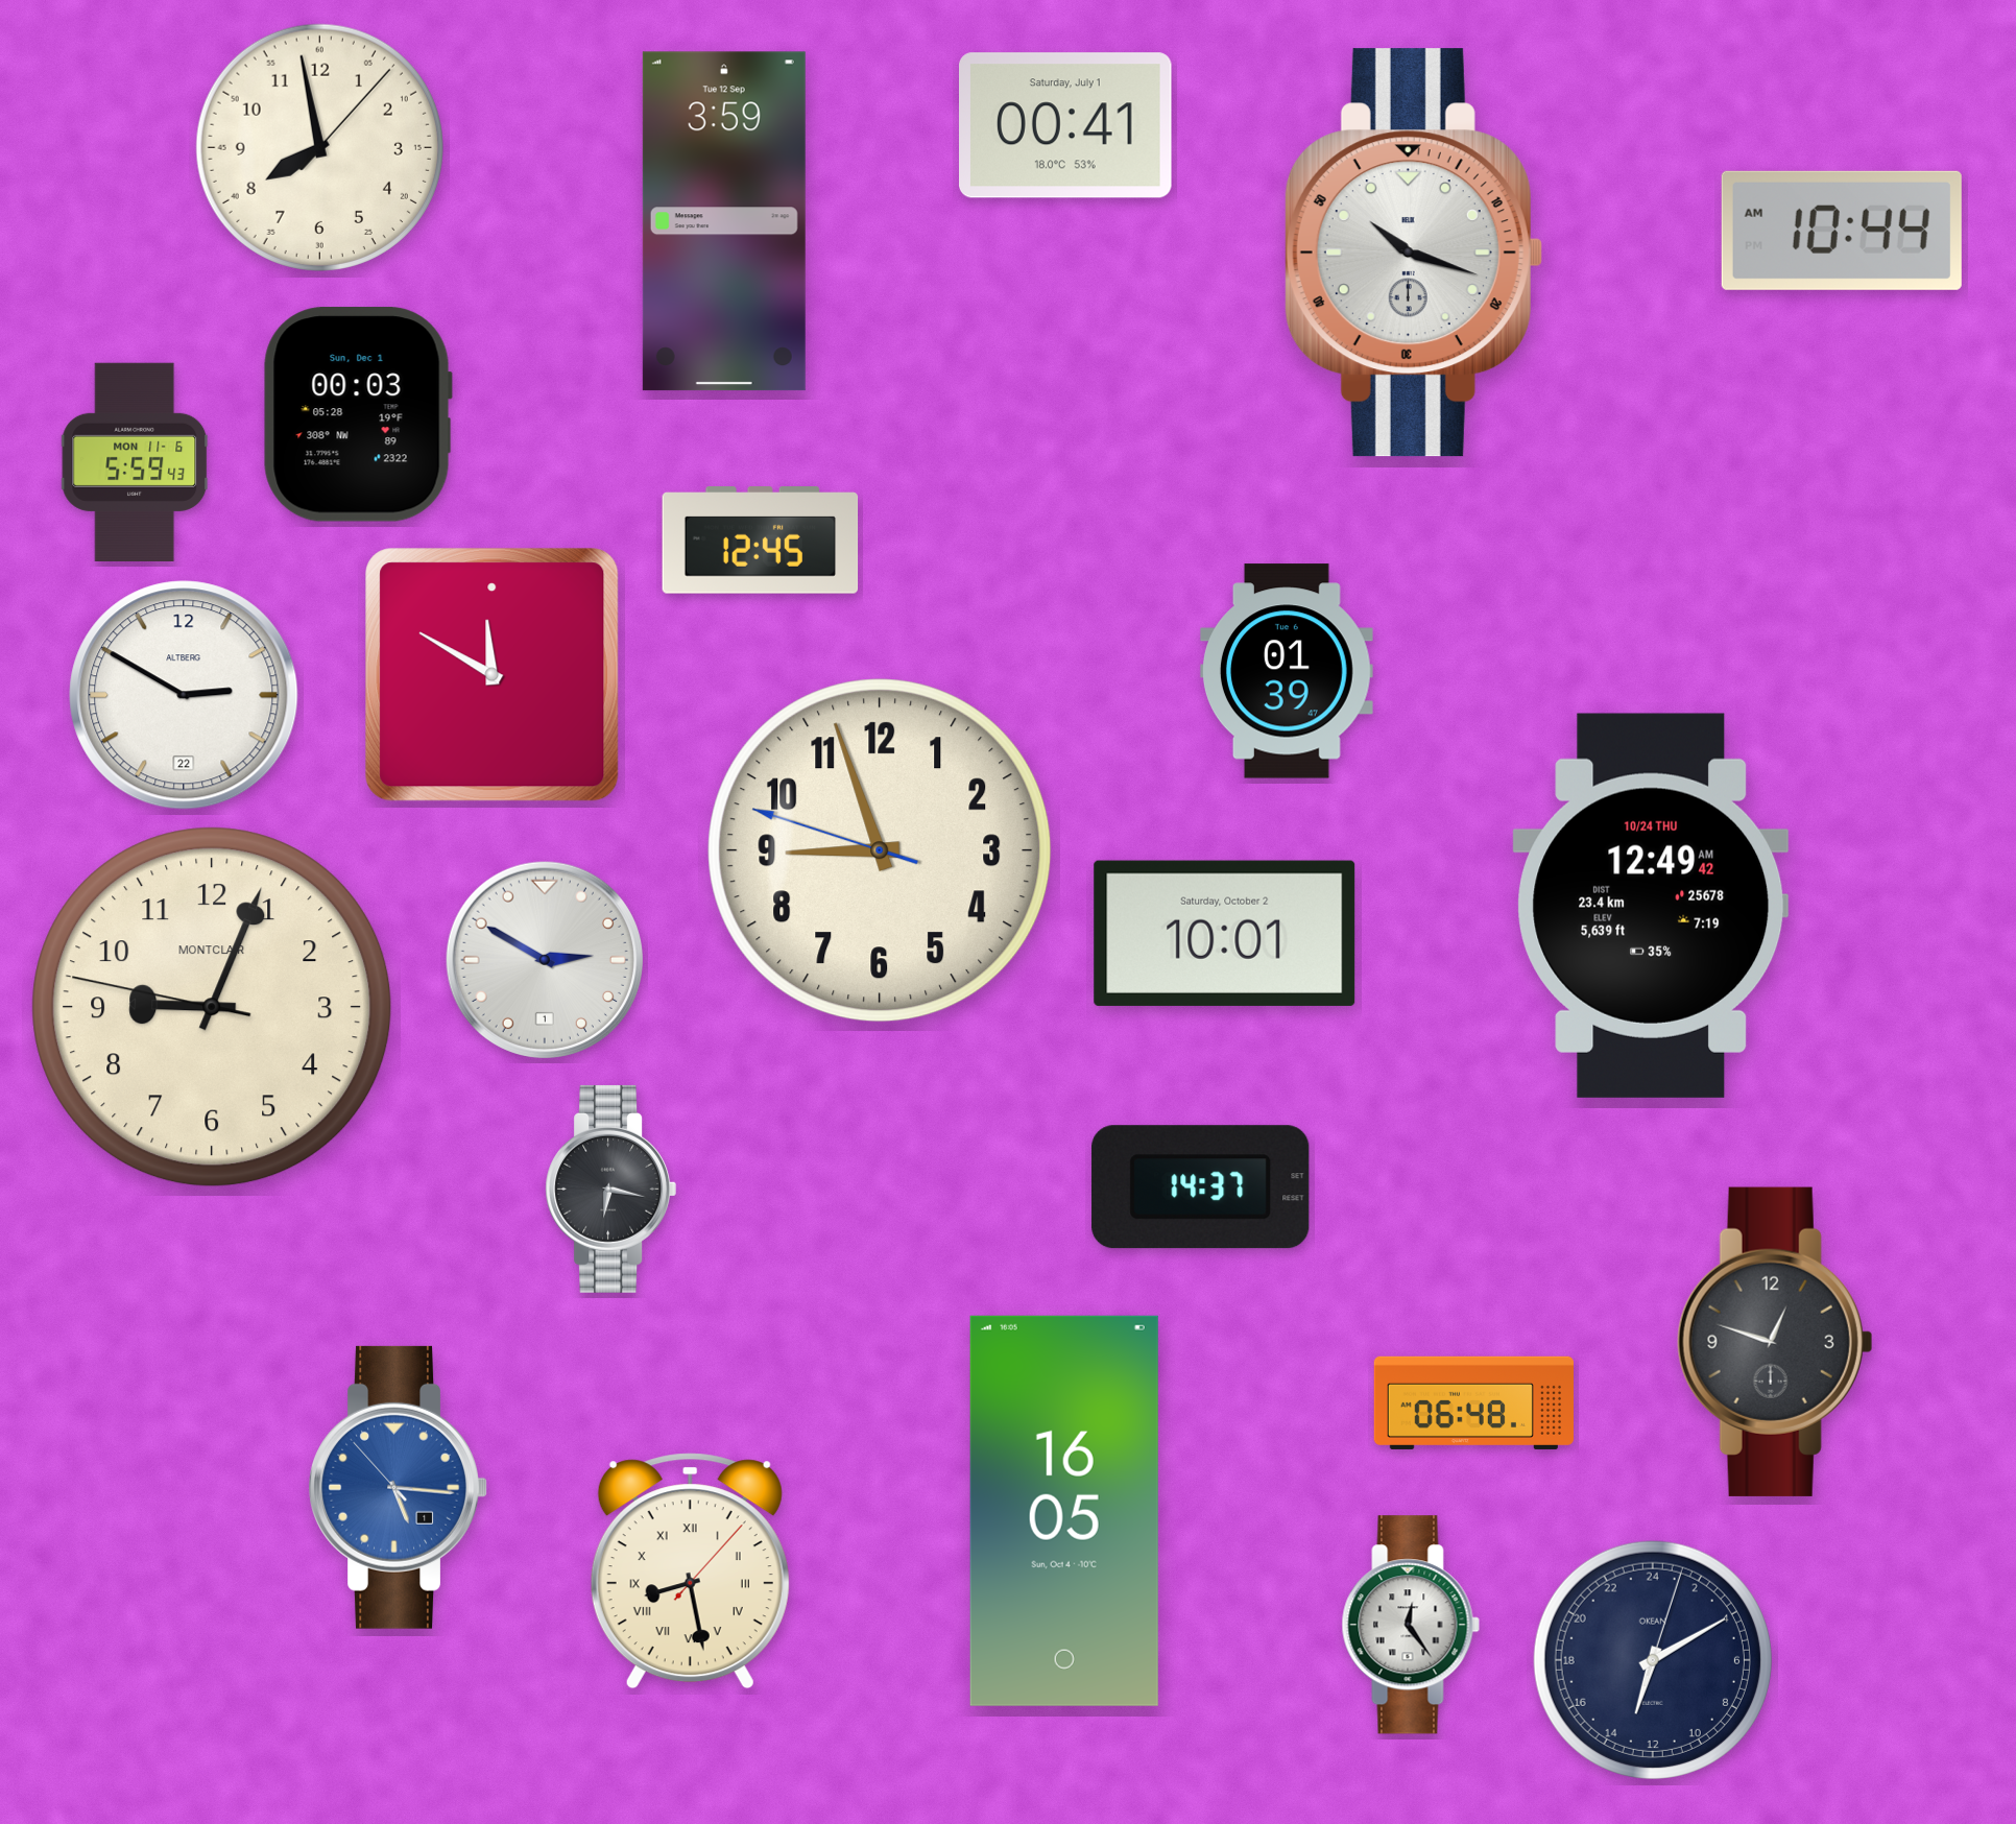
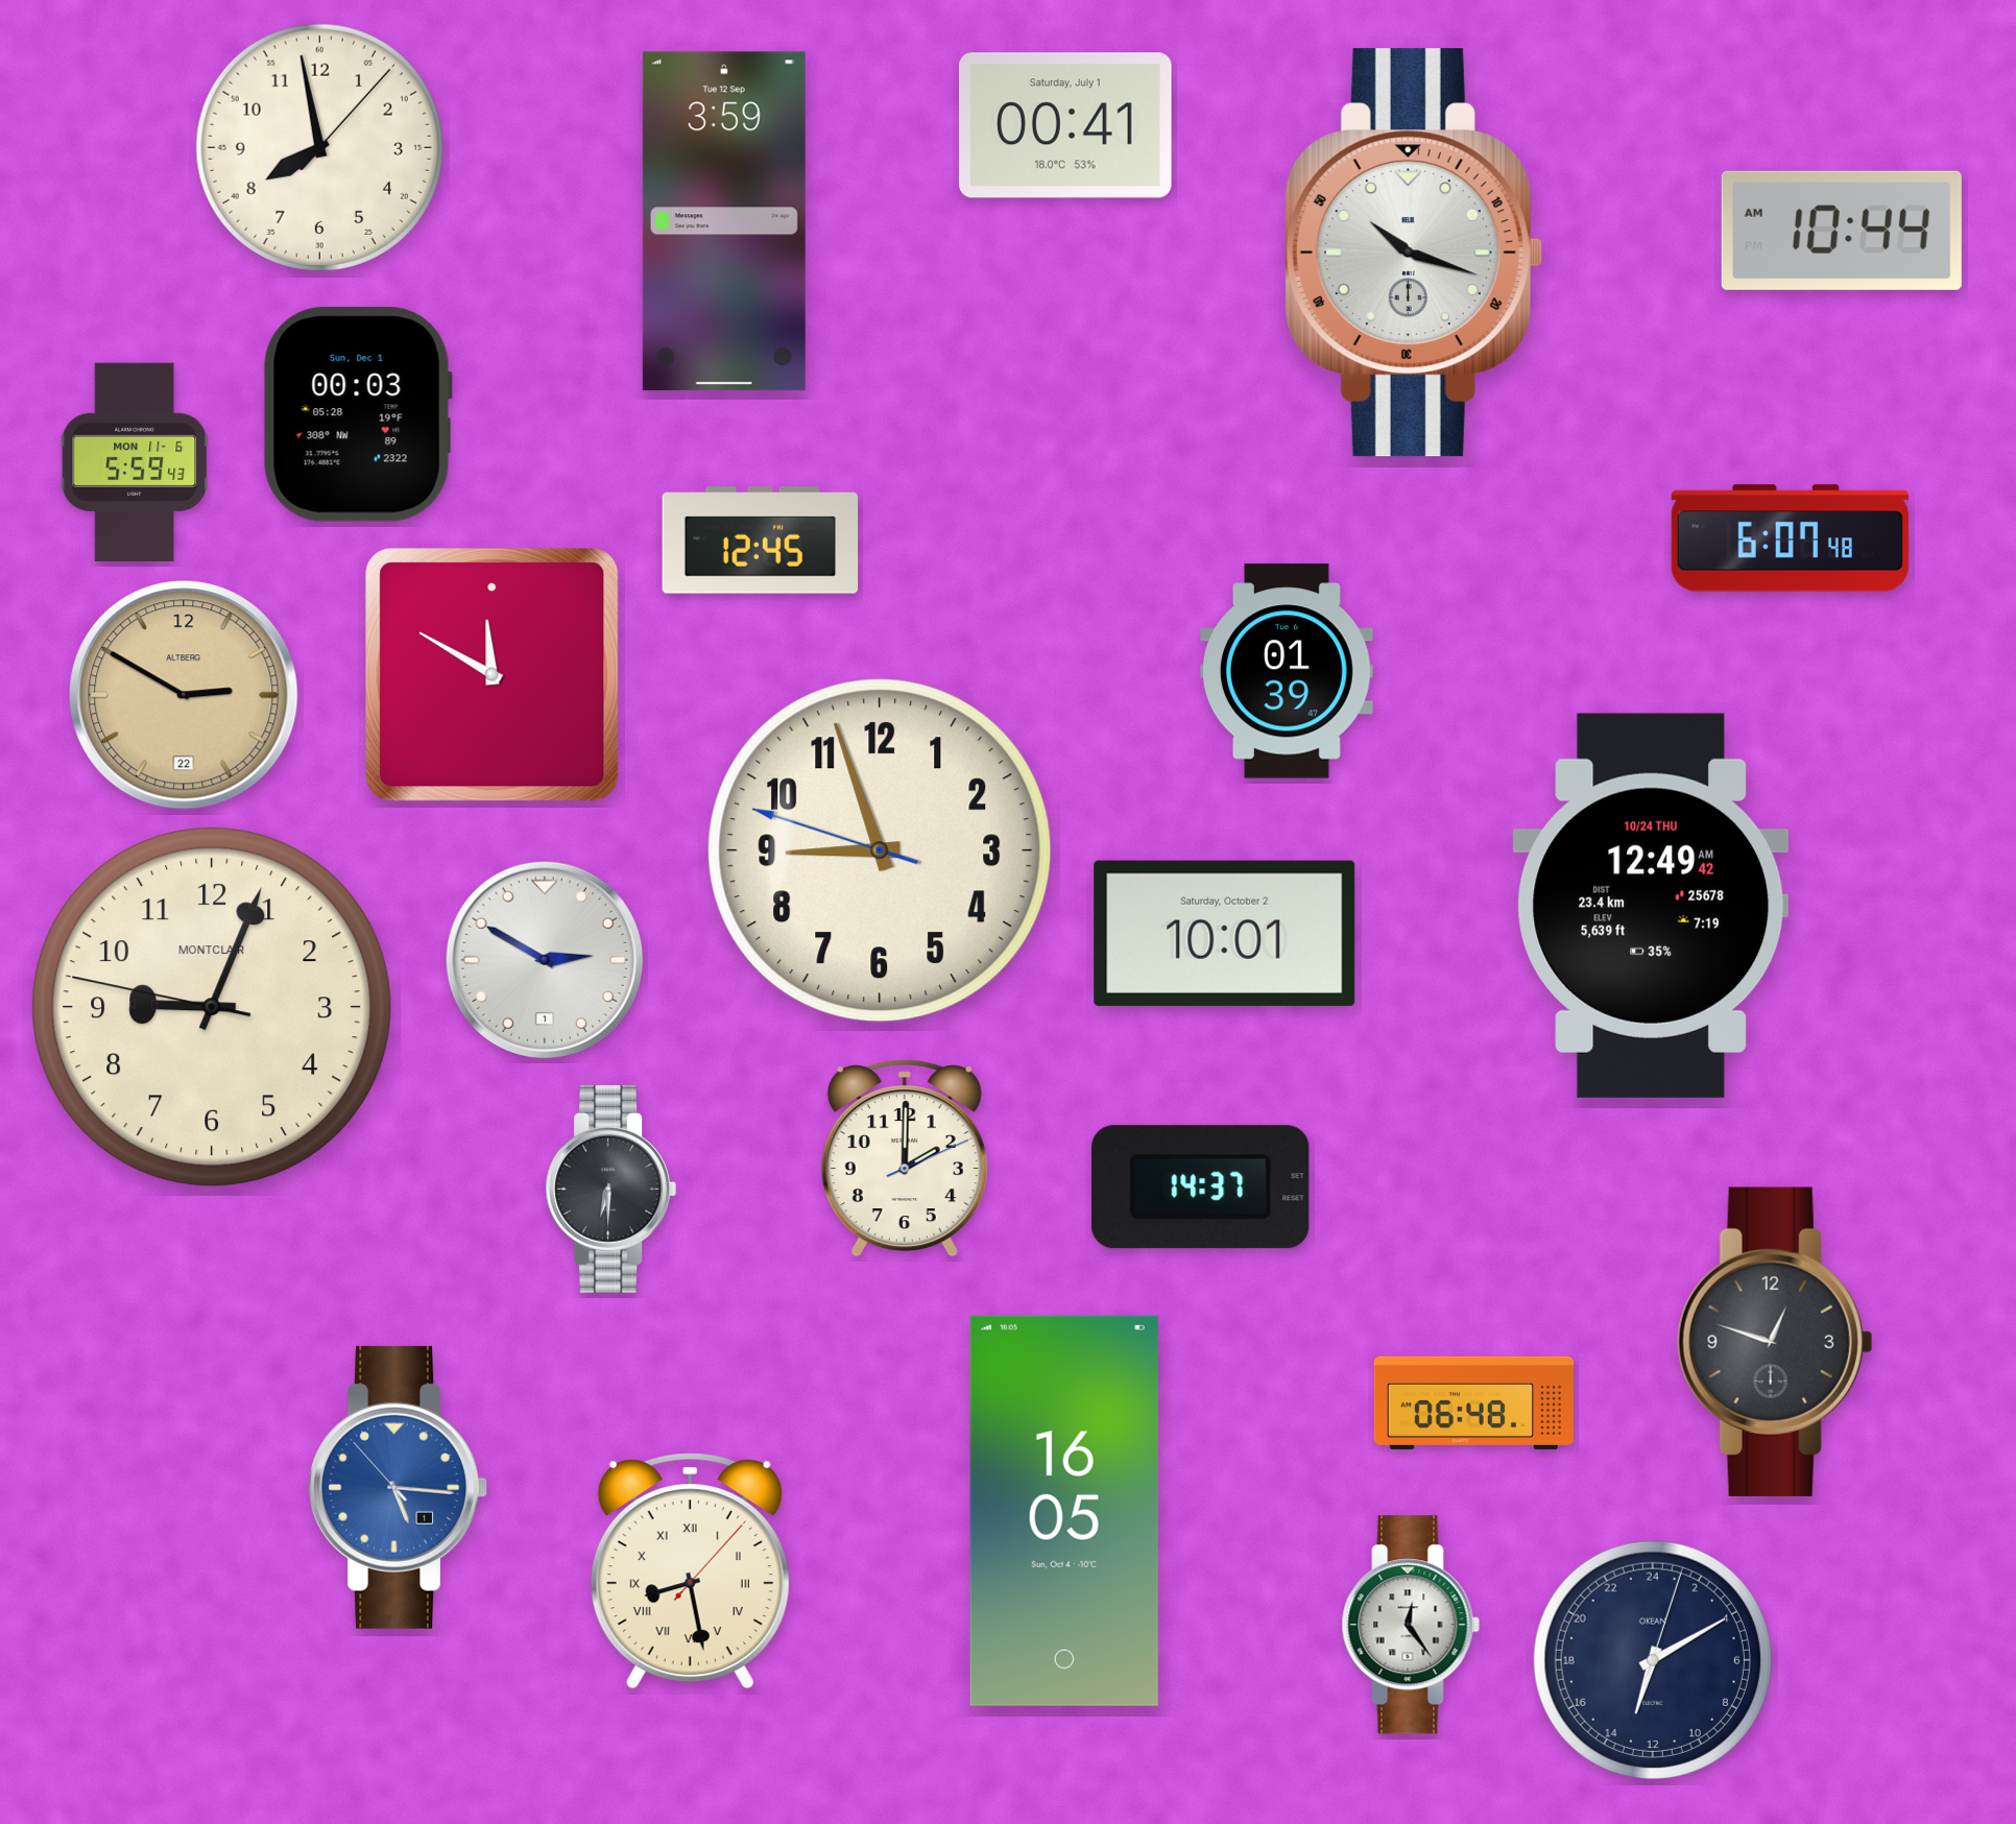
clock at (1790, 538): none -> 6:07
clock at (184, 695) dial: white -> champagne
clock at (905, 1158): none -> 2:00
clock at (611, 1189): 6:17 -> 6:30
